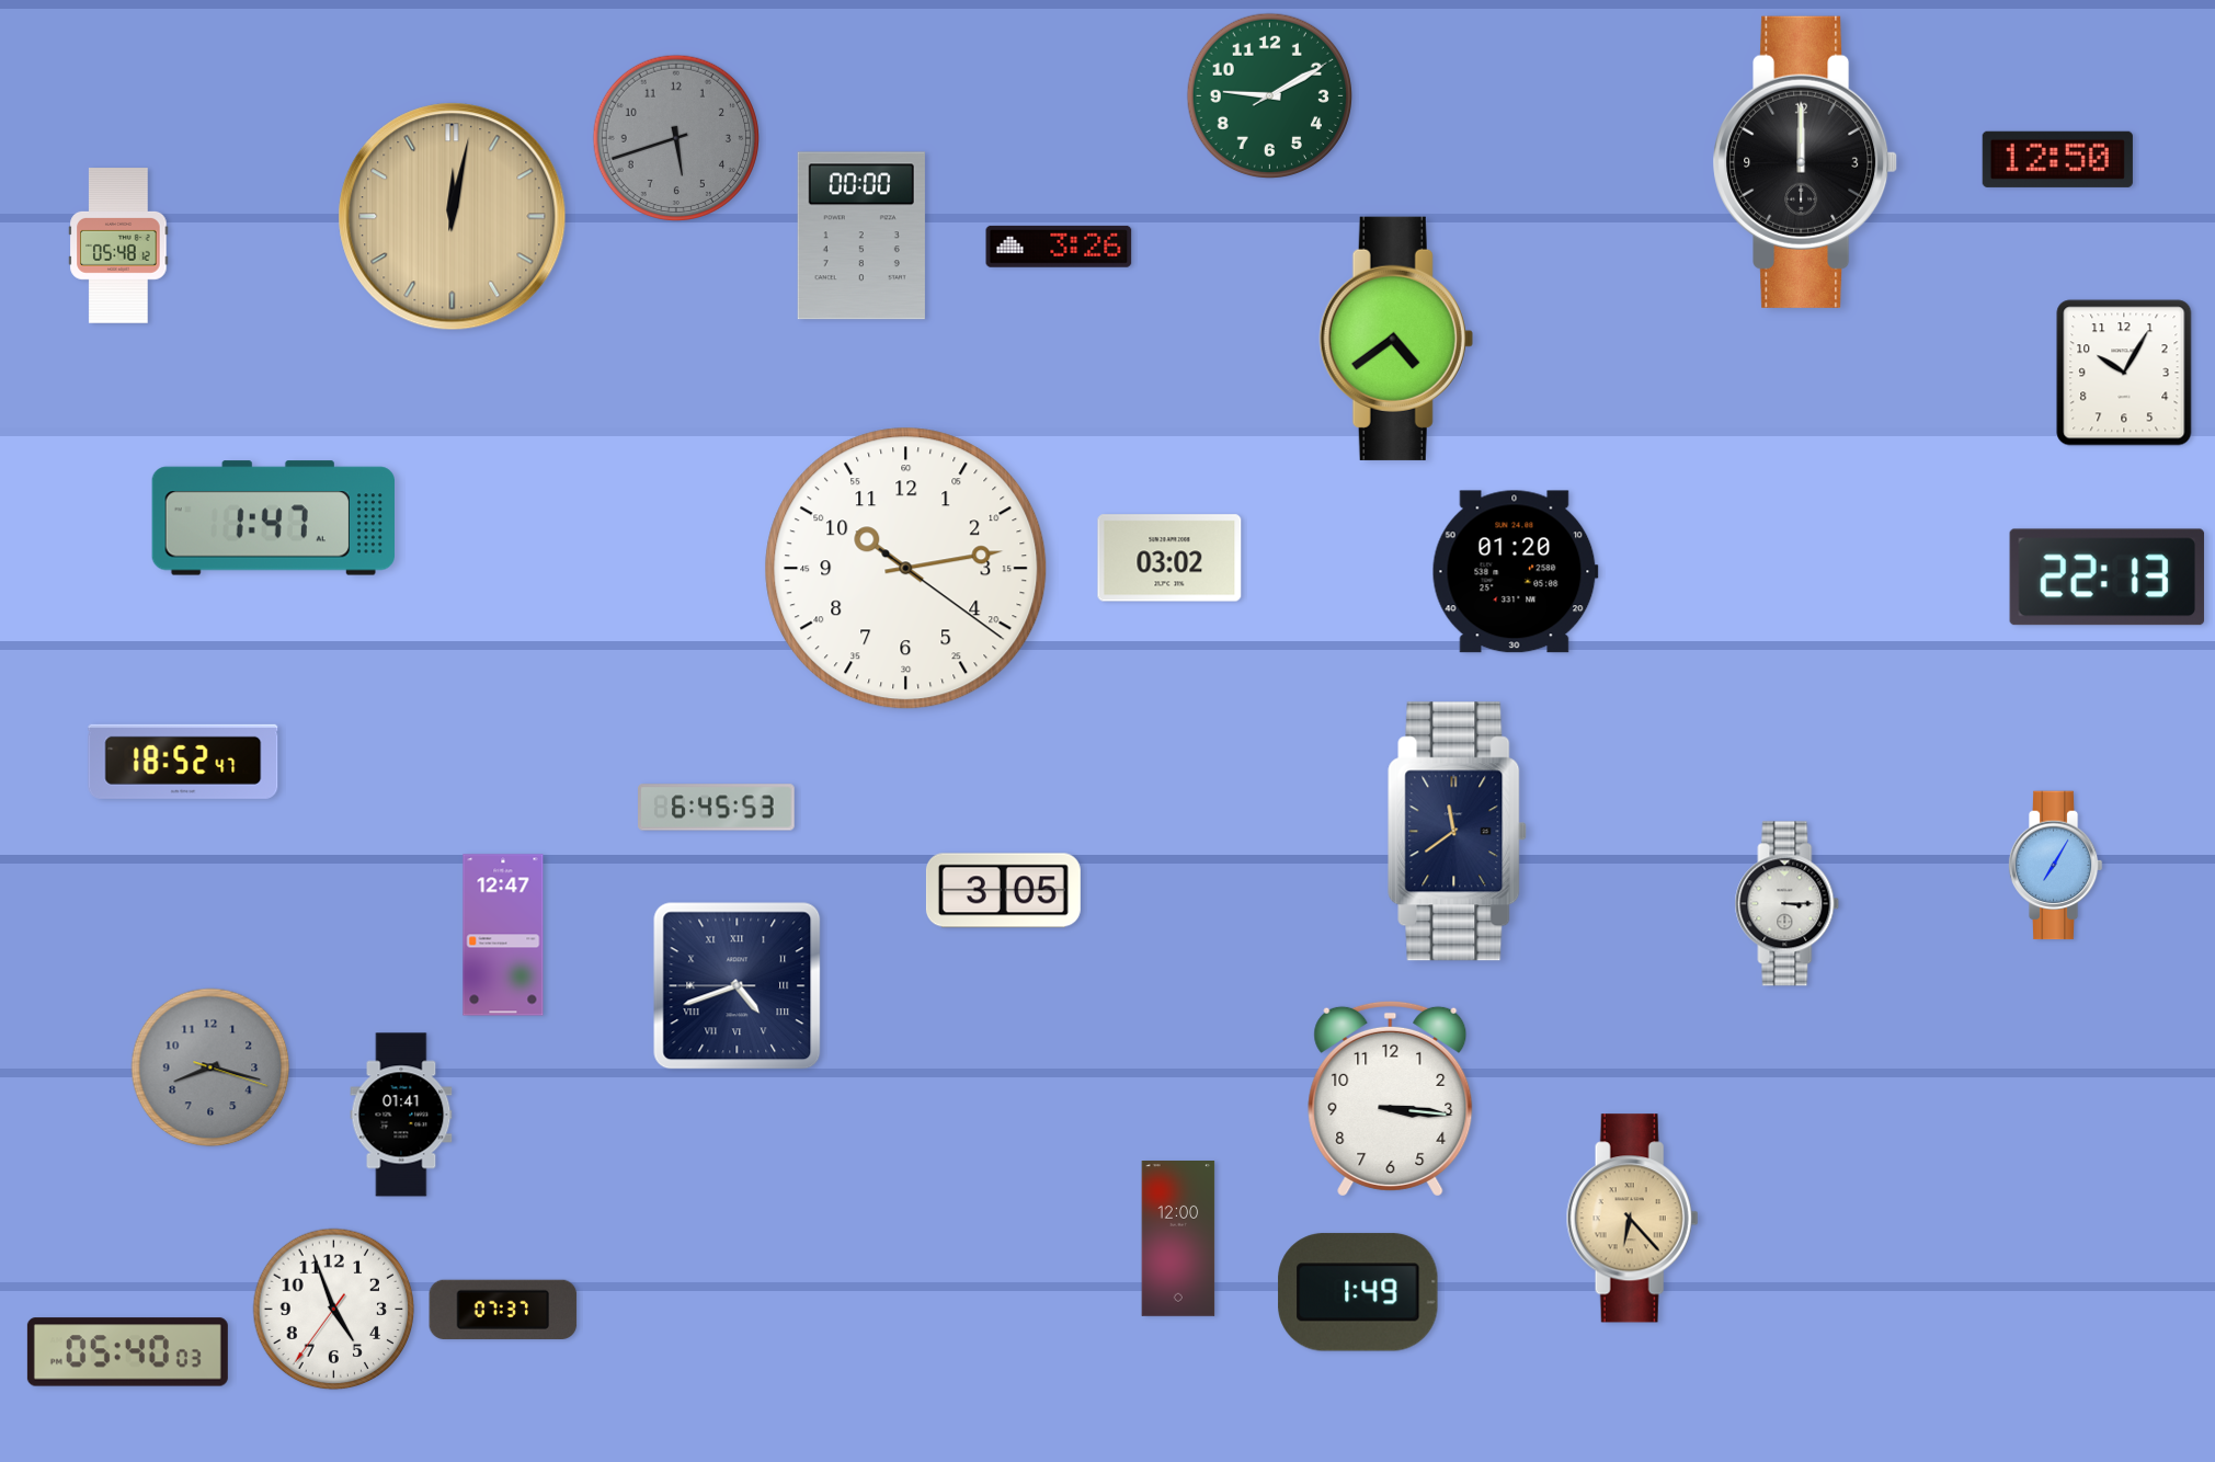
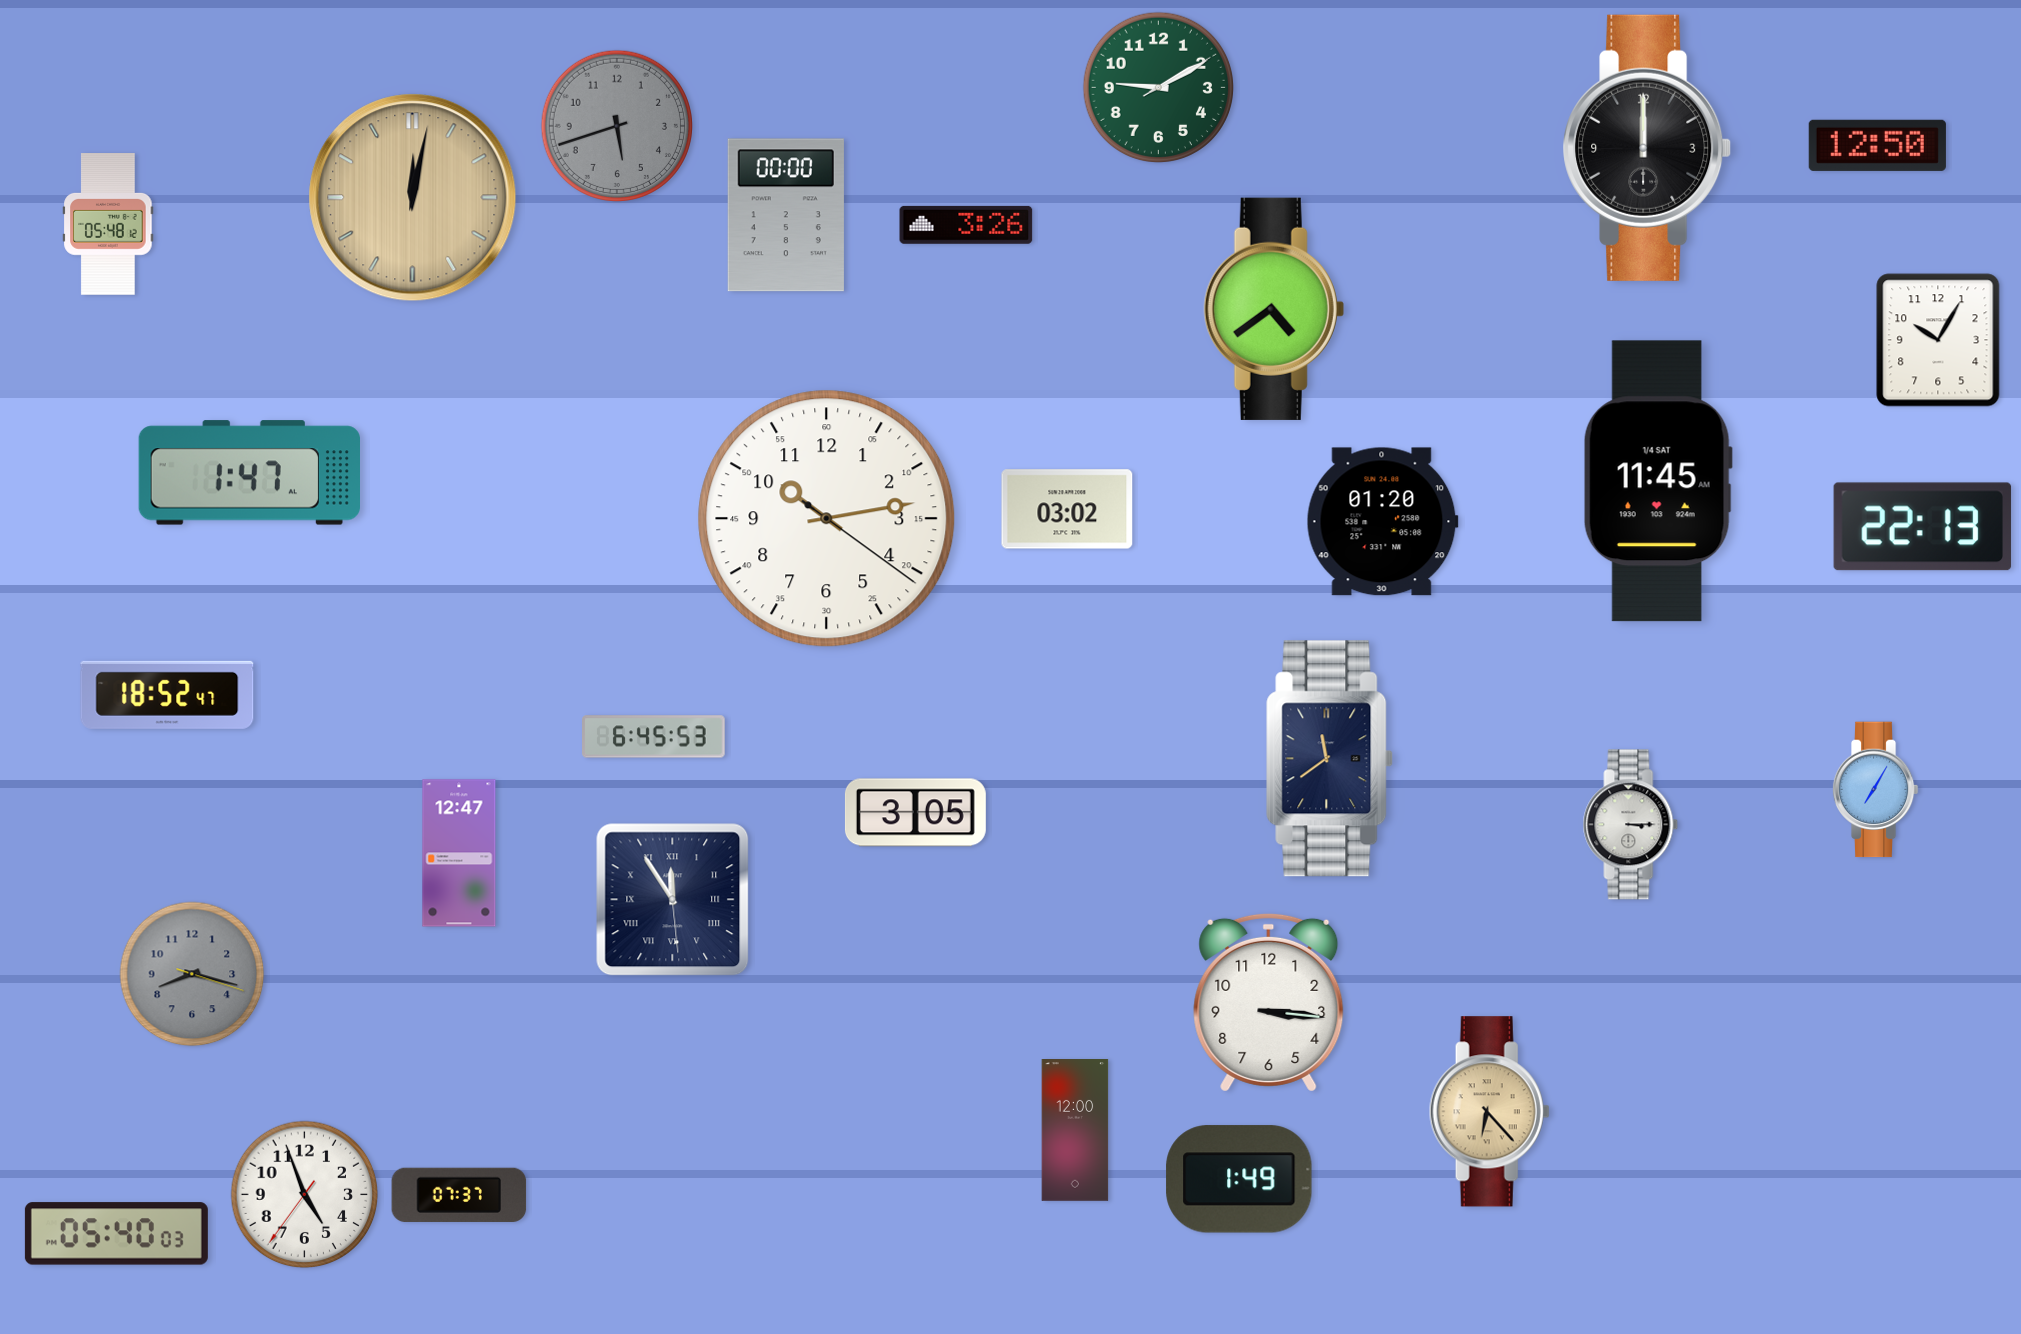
clock at (1658, 481): none -> 11:45
clock at (738, 986): 4:41 -> 11:54
clock at (401, 1115): 01:41 -> none
